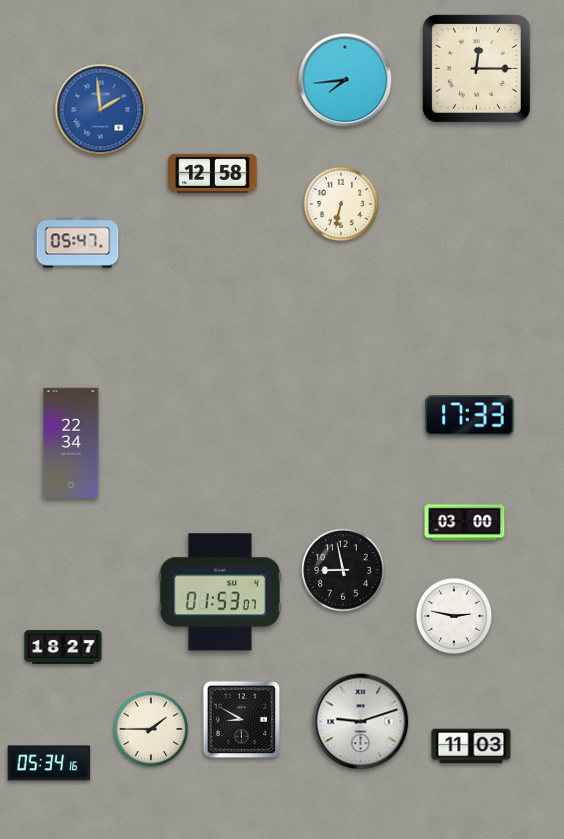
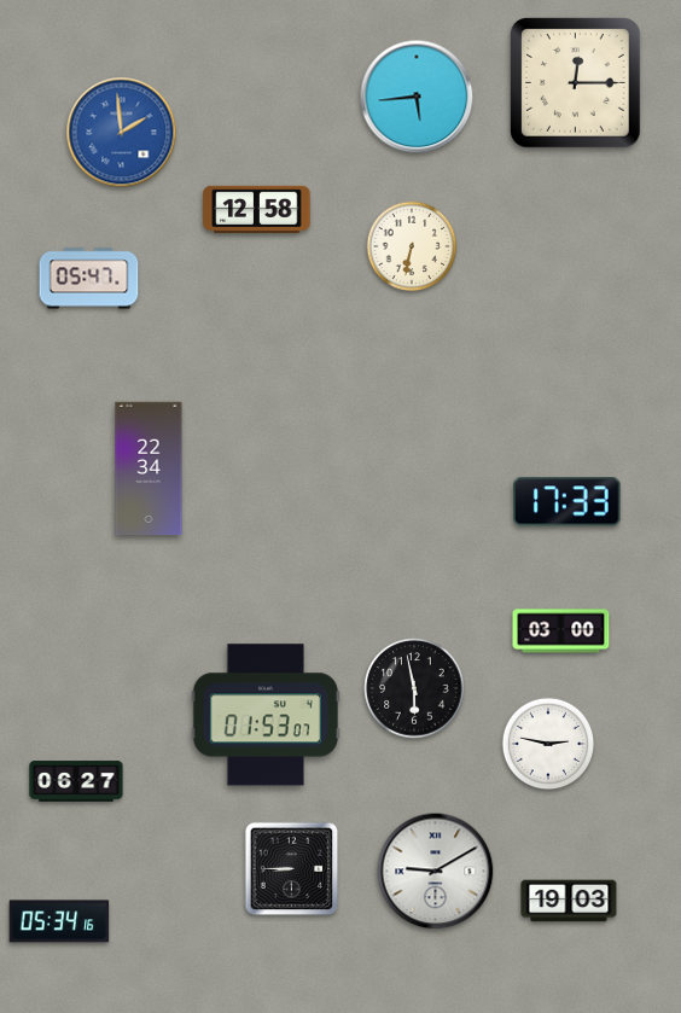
clock at (345, 80): 7:44 -> 5:44
clock at (78, 243) position: (78, 243) -> (89, 279)
clock at (71, 443) position: (71, 443) -> (149, 468)
clock at (343, 570): 8:58 -> 5:58
clock at (63, 647): 18:27 -> 06:27
clock at (242, 720): 8:50 -> 8:45
clock at (361, 722): 9:12 -> 9:10
clock at (151, 729): 1:45 -> none
clock at (471, 746): 11:03 -> 19:03
